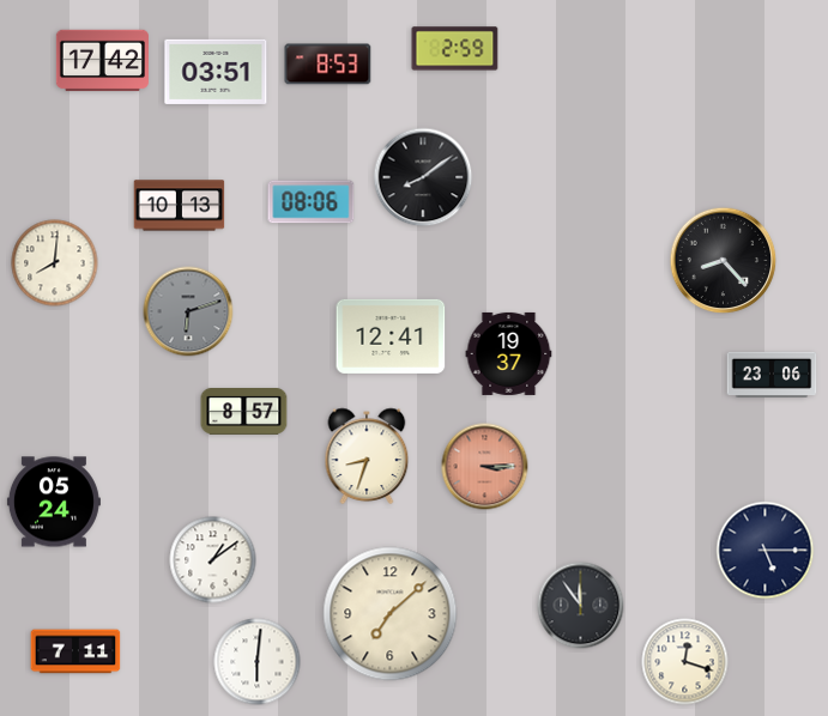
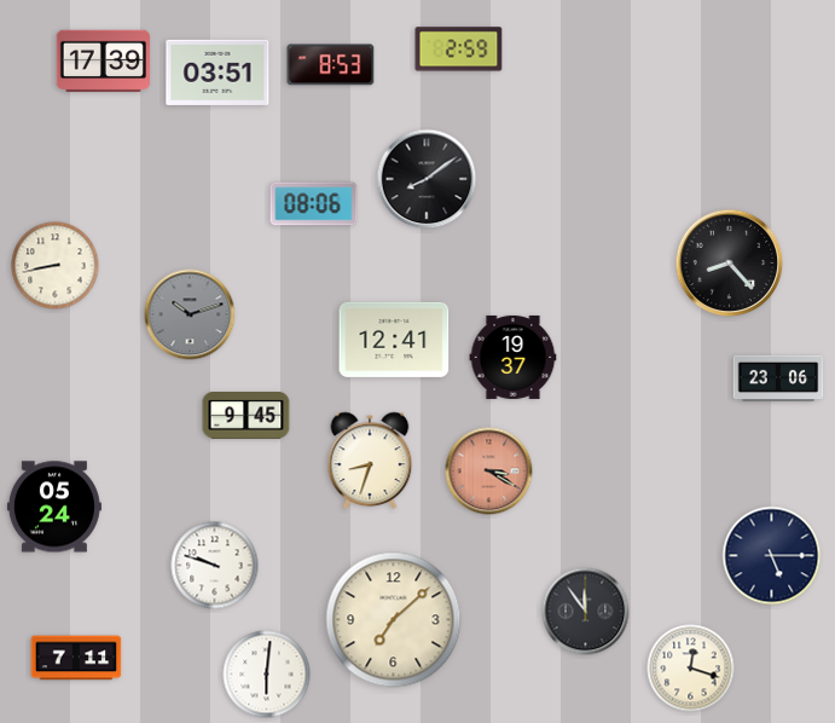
clock at (102, 61): 17:42 -> 17:39
clock at (180, 206): 10:13 -> none
clock at (55, 263): 8:01 -> 8:43
clock at (188, 311): 6:12 -> 10:12
clock at (244, 412): 8:57 -> 9:45
clock at (485, 467): 3:15 -> 3:20
clock at (213, 560): 1:09 -> 9:48
clock at (258, 662) position: (258, 662) -> (267, 675)
